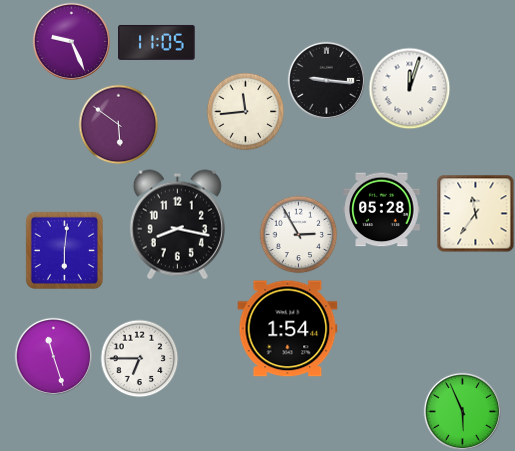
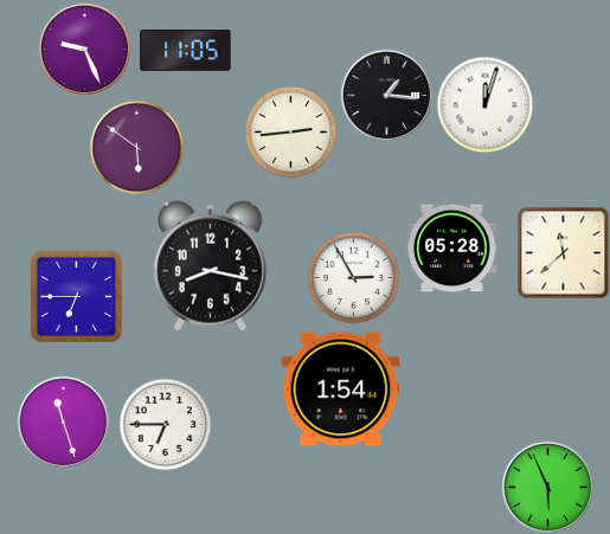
clock at (326, 80): 9:16 -> 1:16
clock at (245, 111): 11:44 -> 2:44
clock at (118, 124) position: (118, 124) -> (136, 147)
clock at (475, 213): 11:36 -> 11:38
clock at (64, 250): 6:01 -> 6:45
